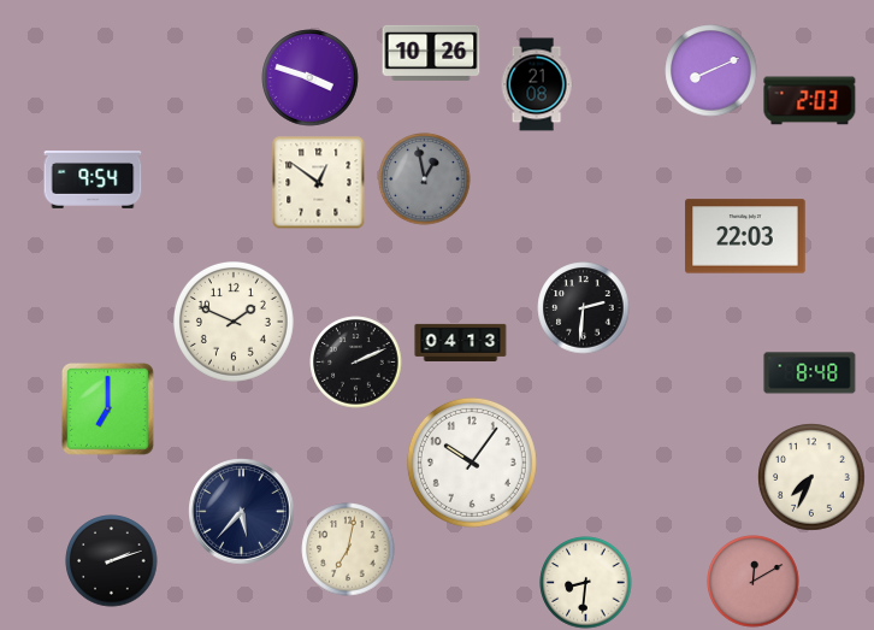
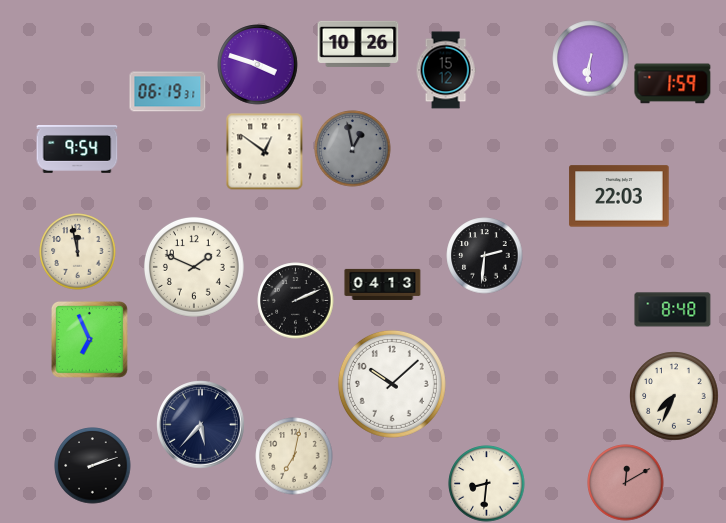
clock at (711, 71): 8:11 -> 6:31
clock at (537, 84): 21:08 -> 15:12
clock at (810, 101): 2:03 -> 1:59
clock at (168, 92): none -> 06:19
clock at (78, 252): none -> 11:58
clock at (107, 408): 7:00 -> 6:56
clock at (472, 463): 10:06 -> 10:08
clock at (348, 549) position: (348, 549) -> (294, 456)
